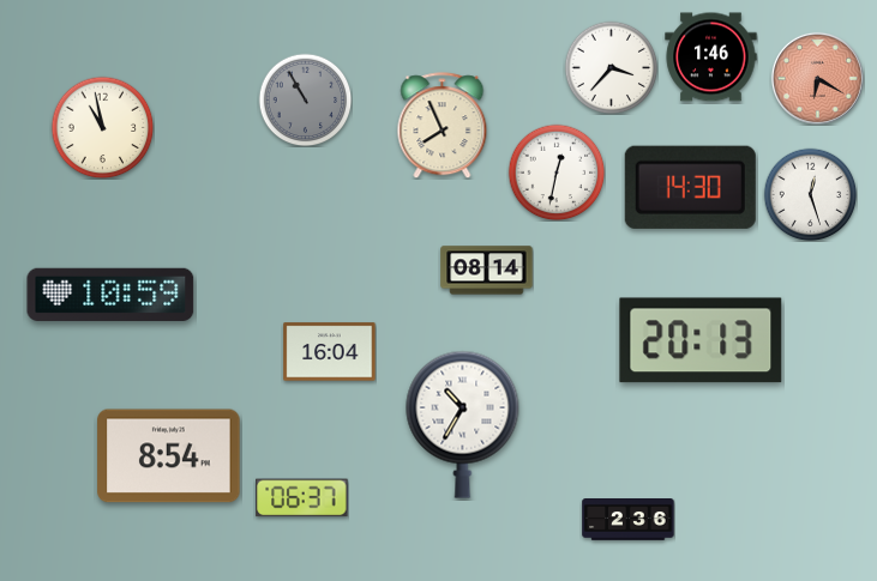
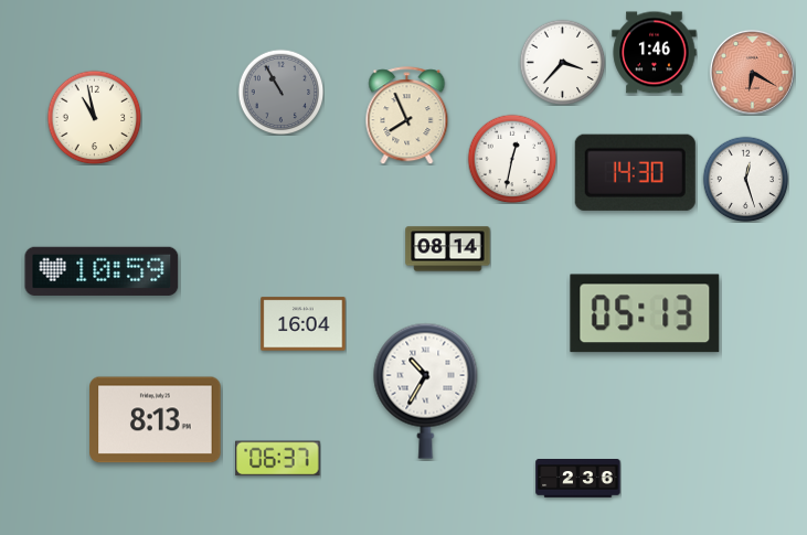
clock at (701, 340): 20:13 -> 05:13
clock at (169, 456): 8:54 -> 8:13
